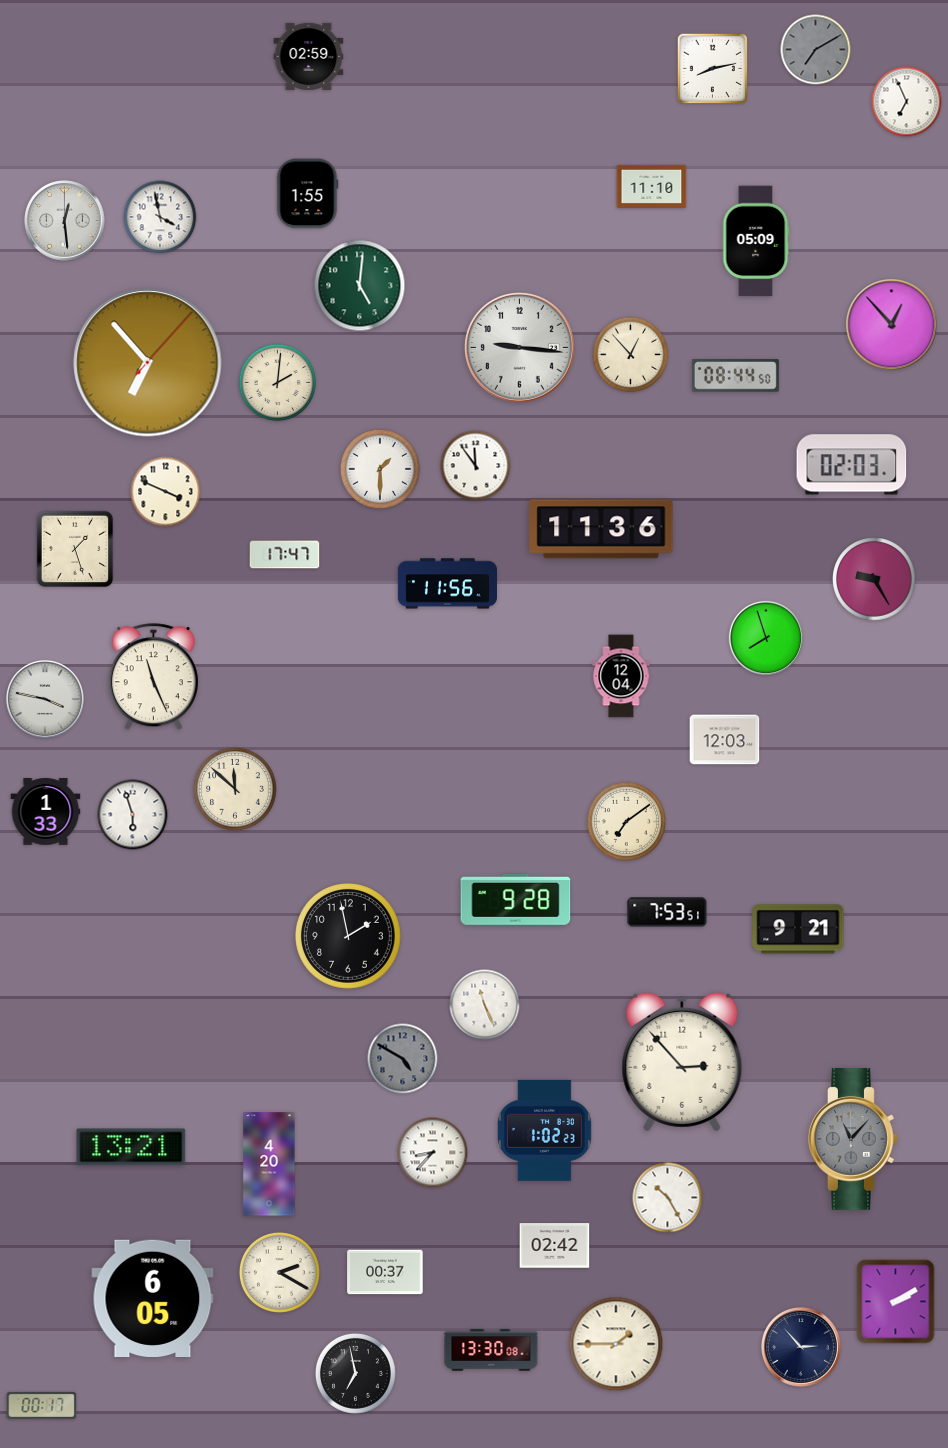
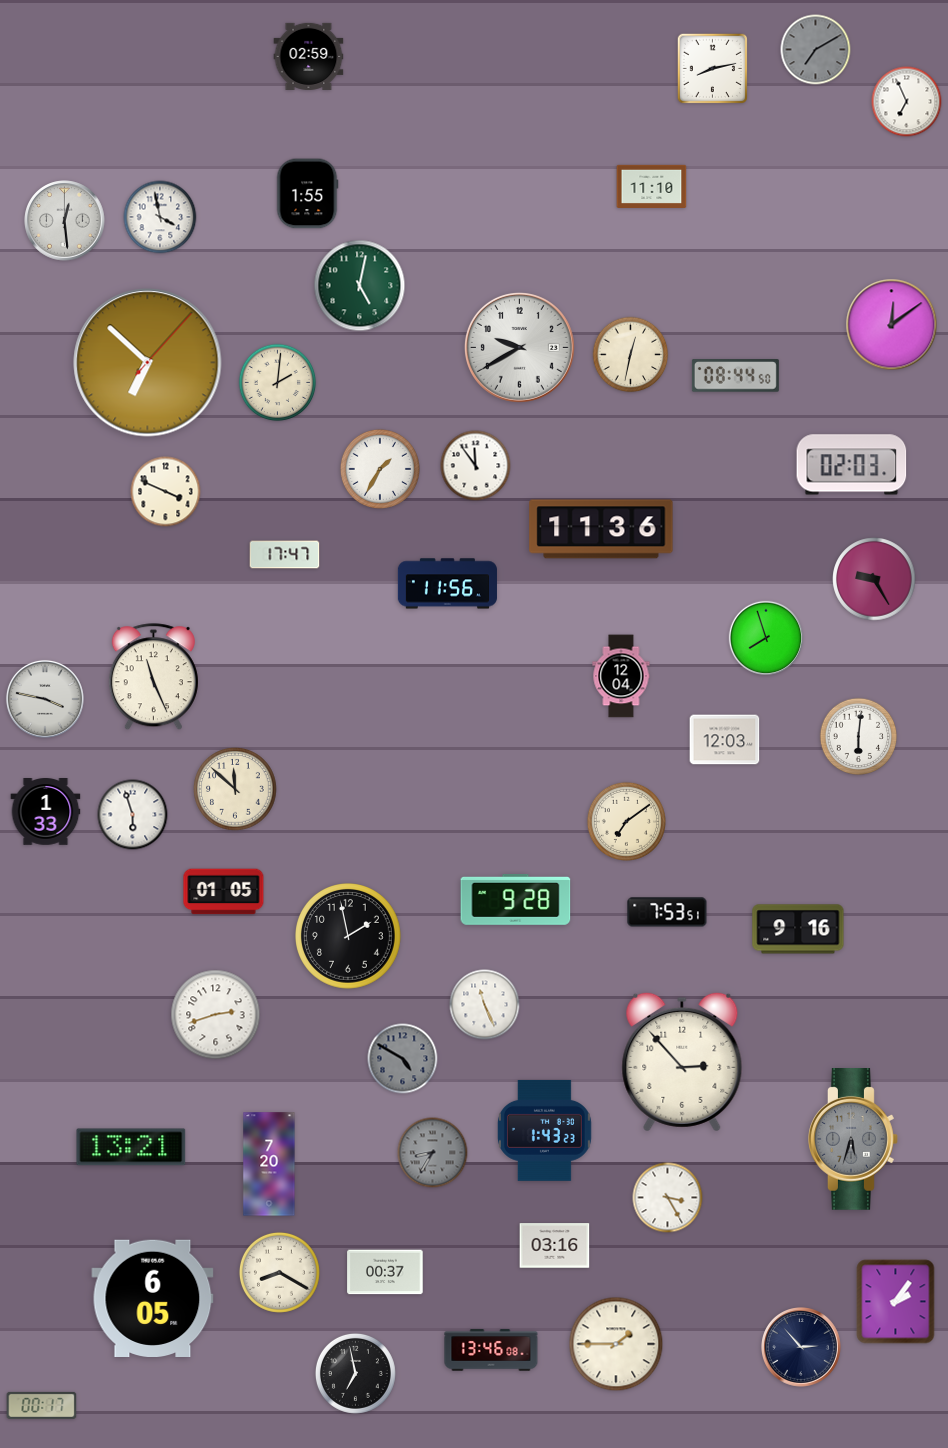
clock at (756, 241): 05:09 -> none
clock at (360, 286): 5:01 -> 5:02
clock at (892, 325): 12:53 -> 12:09
clock at (519, 347): 9:16 -> 9:40
clock at (631, 355): 12:53 -> 12:32
clock at (148, 363): 6:53 -> 6:52
clock at (380, 469): 1:30 -> 1:35
clock at (75, 549): 1:27 -> none
clock at (859, 737): none -> 6:01
clock at (224, 892): none -> 01:05
clock at (798, 929): 9:21 -> 9:16
clock at (216, 1015): none -> 2:42
clock at (544, 1130): 1:02 -> 1:43
clock at (854, 1140): 11:07 -> 5:33
clock at (433, 1153): 8:37 -> 8:35
clock at (433, 1153) dial: white -> grey
clock at (269, 1164): 4:20 -> 7:20
clock at (668, 1198): 10:25 -> 3:25
clock at (555, 1246): 02:42 -> 03:16
clock at (279, 1272): 2:20 -> 8:20
clock at (896, 1302): 2:10 -> 2:06
clock at (491, 1350): 13:30 -> 13:46
